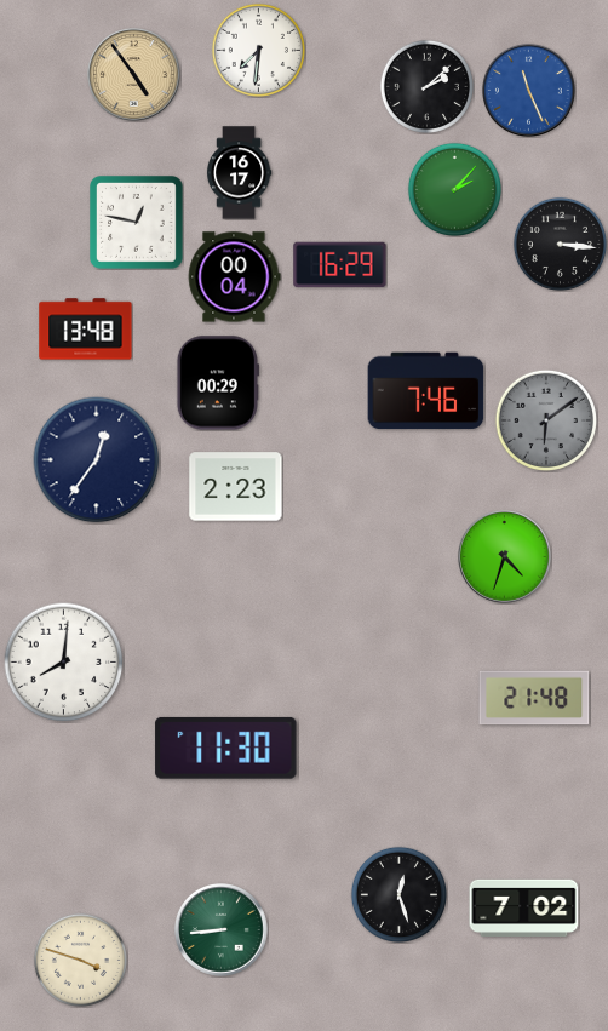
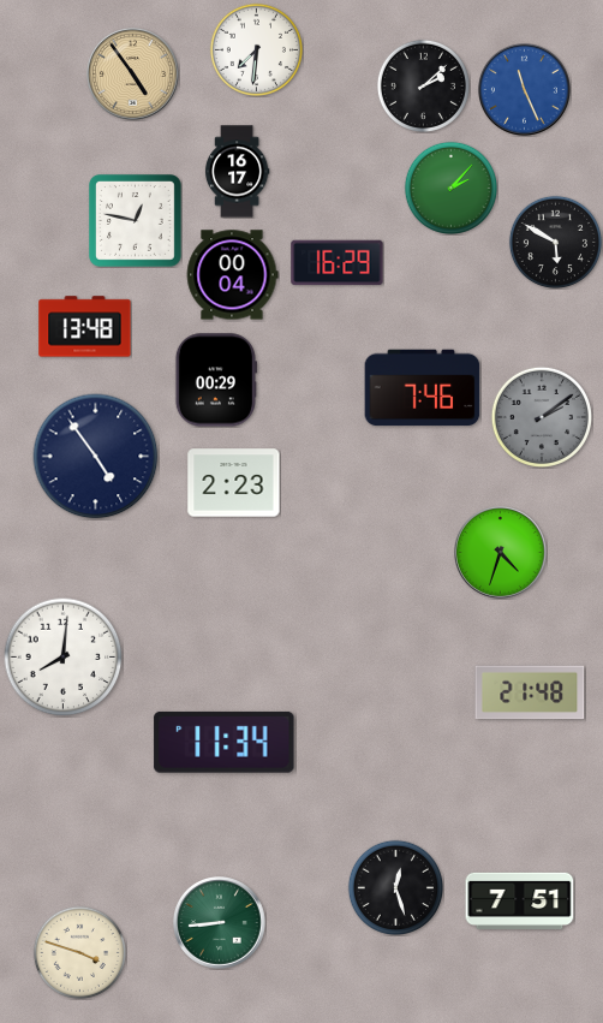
clock at (560, 244): 3:16 -> 5:50
clock at (546, 420): 6:09 -> 2:09
clock at (97, 460): 12:36 -> 4:54
clock at (226, 748): 11:30 -> 11:34
clock at (524, 907): 7:02 -> 7:51
